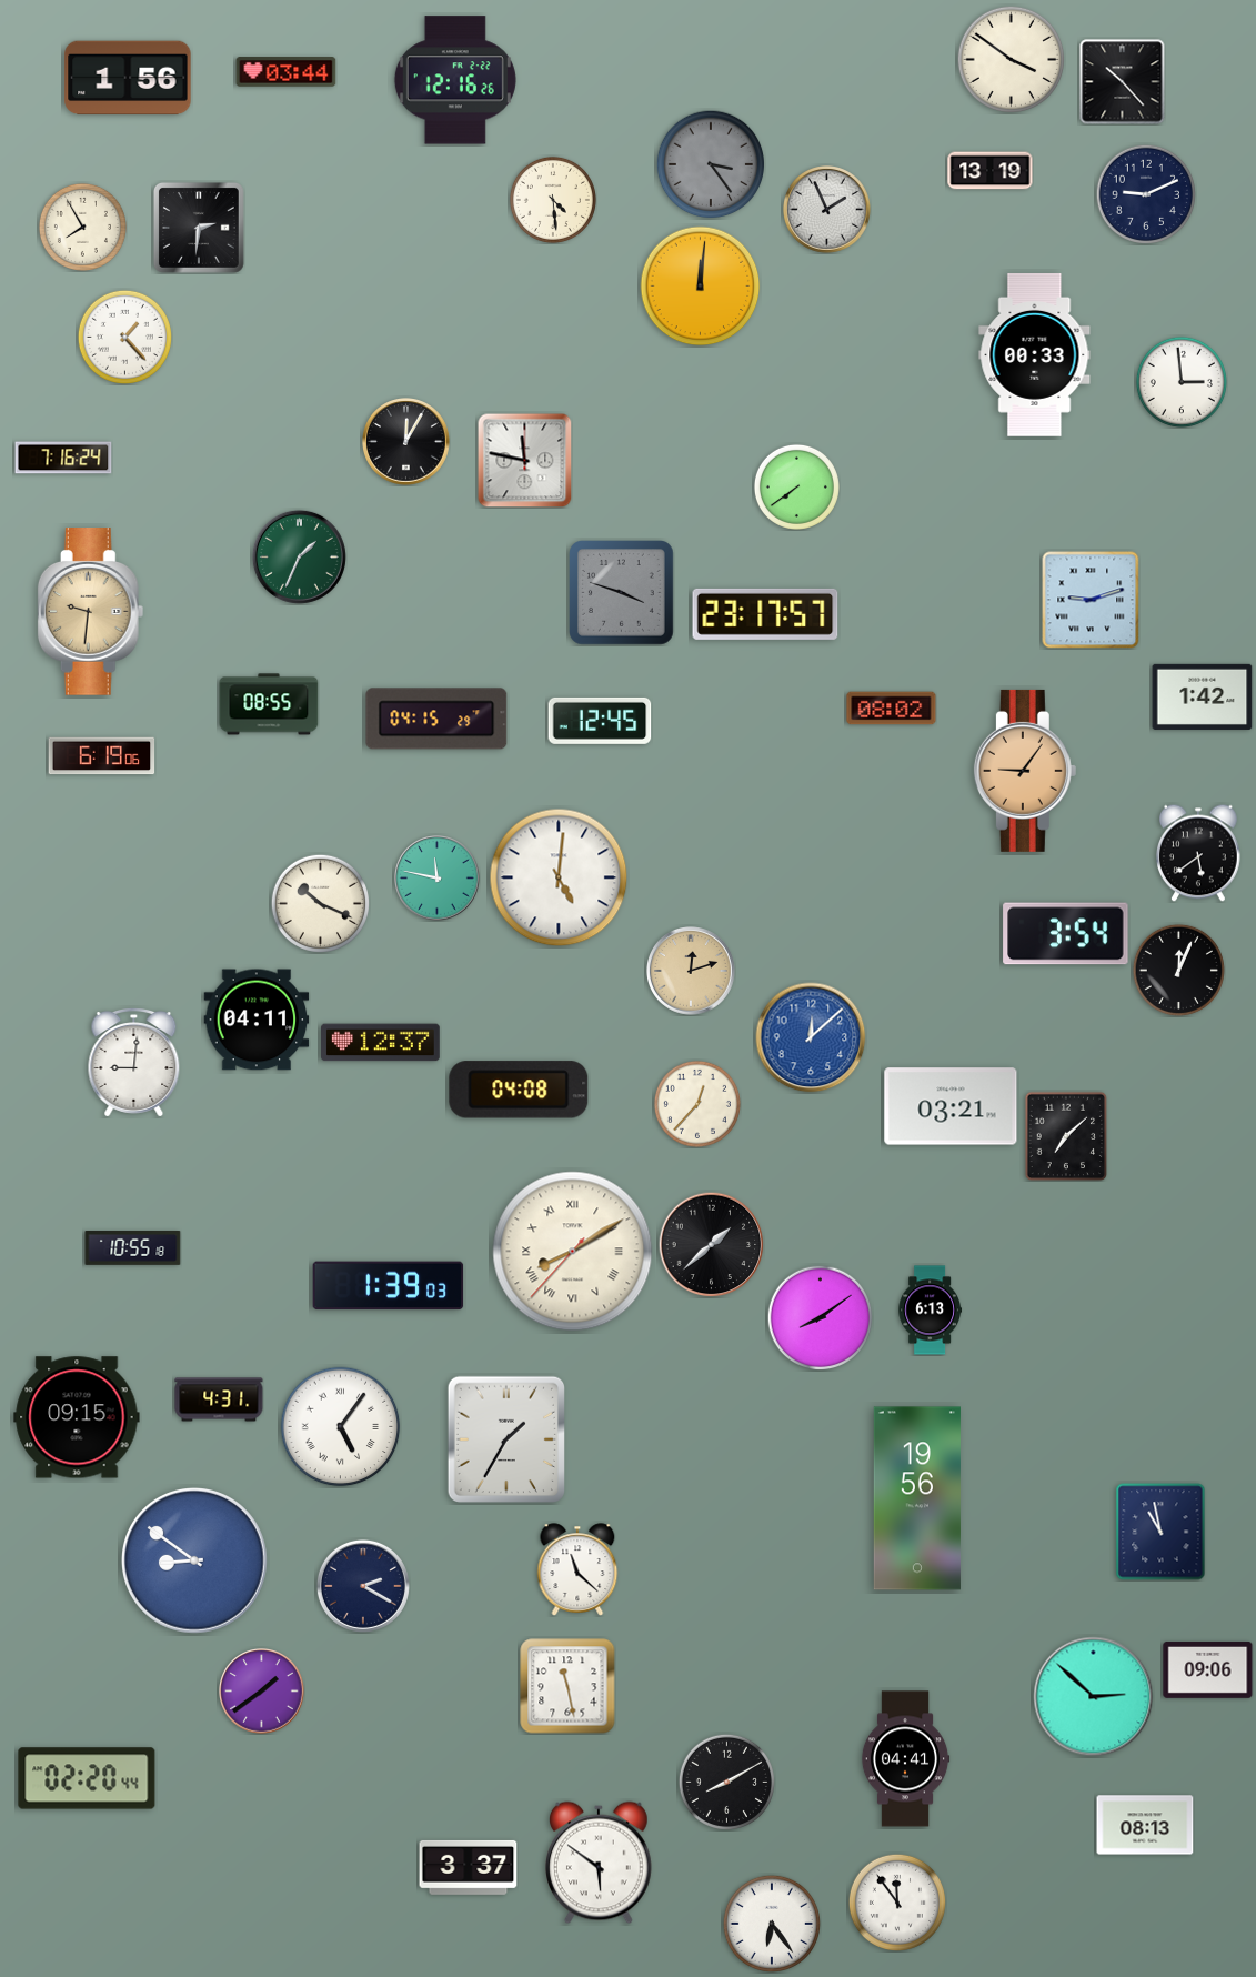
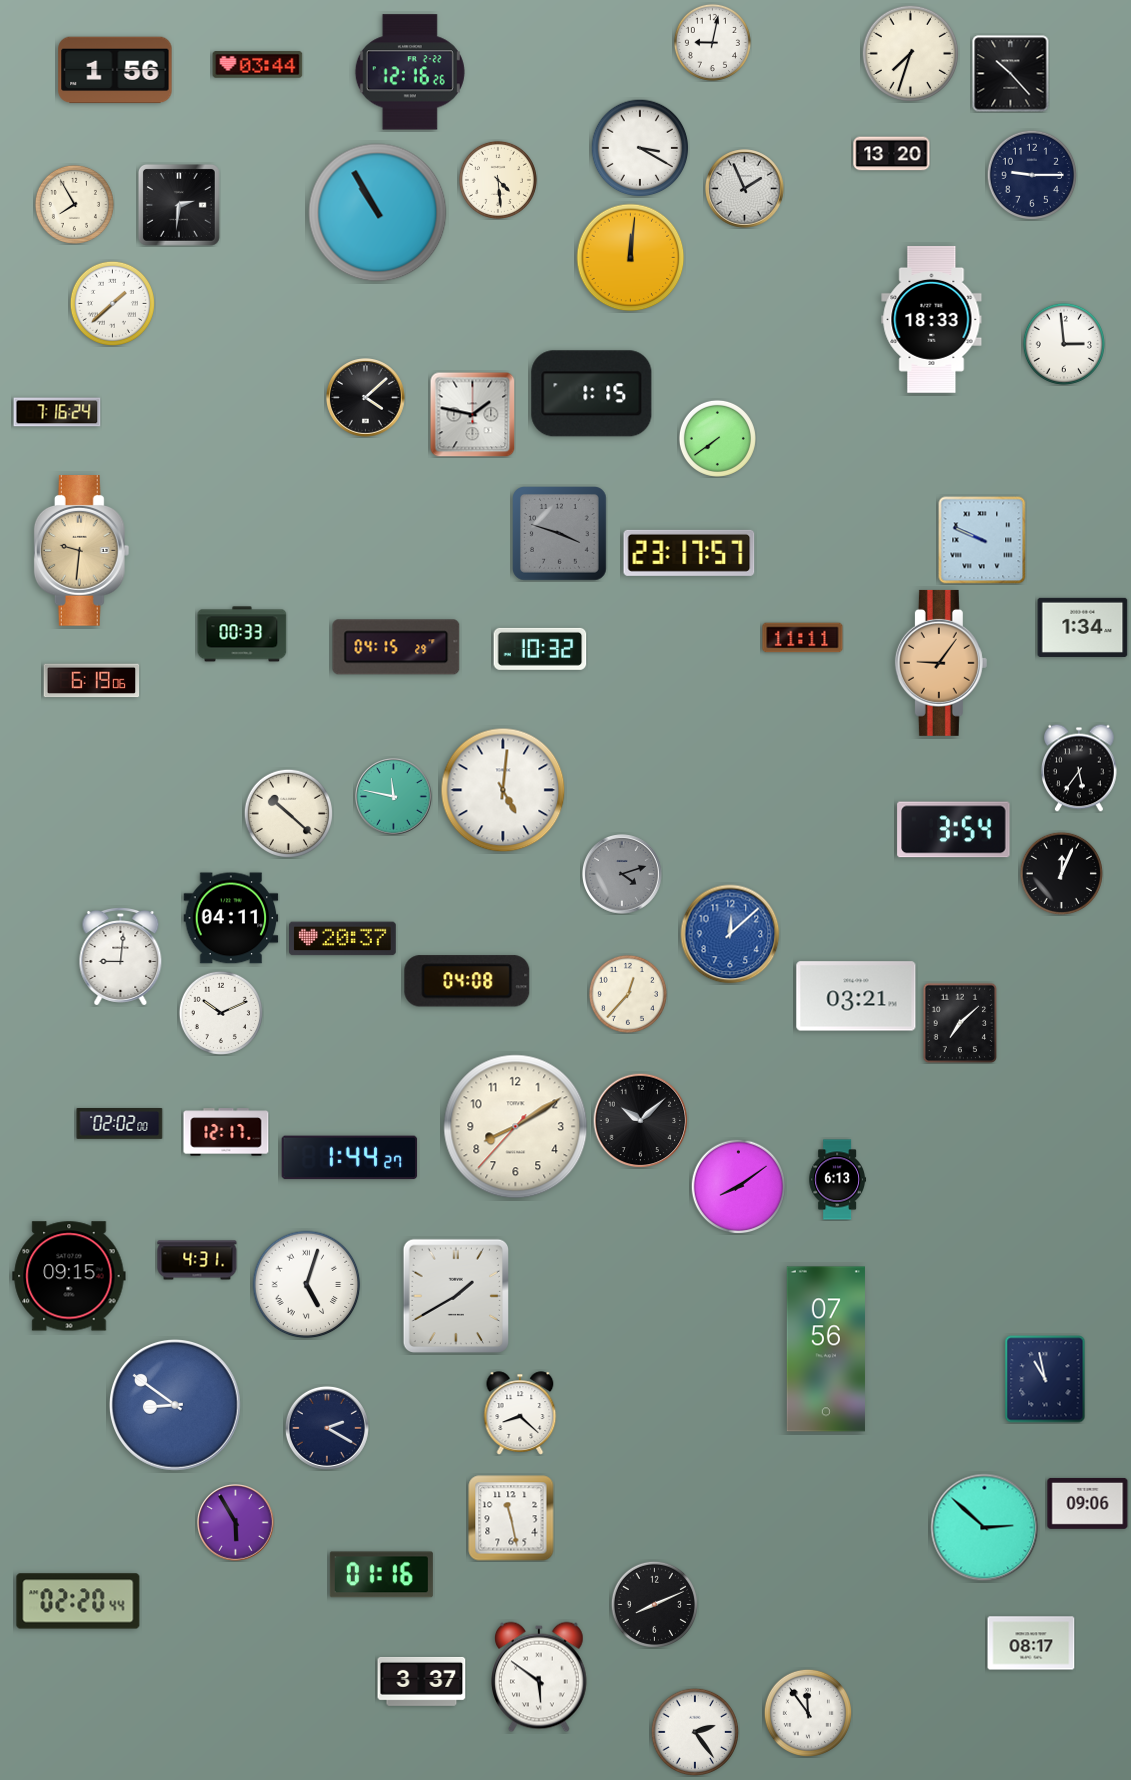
clock at (712, 42): none -> 9:02
clock at (1011, 59): 3:51 -> 7:33
clock at (711, 164): 3:24 -> 3:20
clock at (711, 164) dial: grey -> white
clock at (991, 171): 13:19 -> 13:20
clock at (1145, 193): 9:11 -> 9:15
clock at (378, 213): none -> 10:55
clock at (124, 337): 1:23 -> 1:38
clock at (1035, 354): 00:33 -> 18:33
clock at (592, 394): none -> 1:15
clock at (406, 442): 12:05 -> 4:08
clock at (524, 460): 11:47 -> 1:47
clock at (299, 556): 1:34 -> none
clock at (1091, 600): 9:12 -> 9:49
clock at (1203, 696): 1:42 -> 1:34
clock at (269, 704): 08:55 -> 00:33
clock at (892, 709): 08:02 -> 11:11
clock at (436, 719) position: (436, 719) -> (396, 647)
clock at (600, 721): 12:45 -> 10:32
clock at (1025, 771) position: (1025, 771) -> (941, 663)
clock at (1198, 853): 5:39 -> 5:36
clock at (438, 879) position: (438, 879) -> (394, 797)
clock at (320, 903): 10:19 -> 10:22
clock at (1066, 934) position: (1066, 934) -> (954, 830)
clock at (692, 972): 12:12 -> 4:12
clock at (692, 972) dial: champagne -> grey
clock at (381, 1043): 12:37 -> 20:37
clock at (221, 1013): none -> 10:11
clock at (711, 1244): 1:38 -> 10:08
clock at (133, 1248): 10:55 -> 02:02
clock at (573, 1252) numerals: Roman -> Arabic
clock at (226, 1132): none -> 12:17
clock at (389, 1286): 1:39 -> 1:44
clock at (341, 1427): 5:06 -> 5:03
clock at (505, 1439): 1:35 -> 1:40
clock at (917, 1498): 19:56 -> 07:56
clock at (577, 1569): 11:22 -> 8:22
clock at (262, 1692): 1:39 -> 5:55
clock at (381, 1575): none -> 01:16
clock at (905, 1759): 04:41 -> none
clock at (726, 1782): 8:10 -> 8:11
clock at (1145, 1825): 08:13 -> 08:17
clock at (771, 1923): 6:24 -> 2:24
